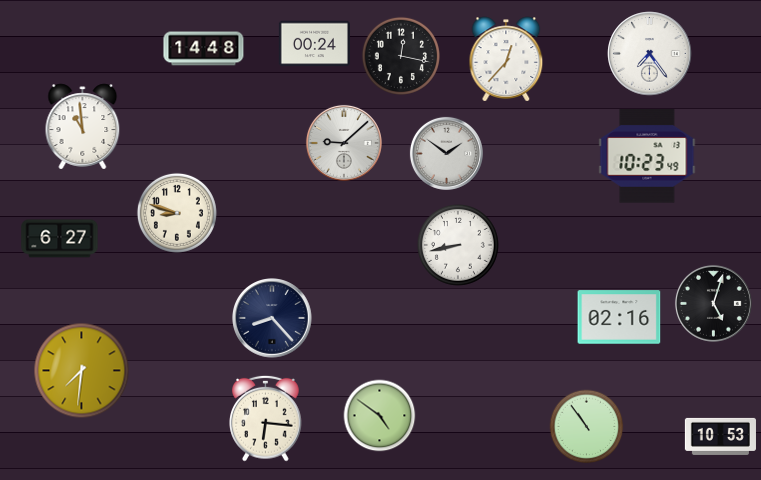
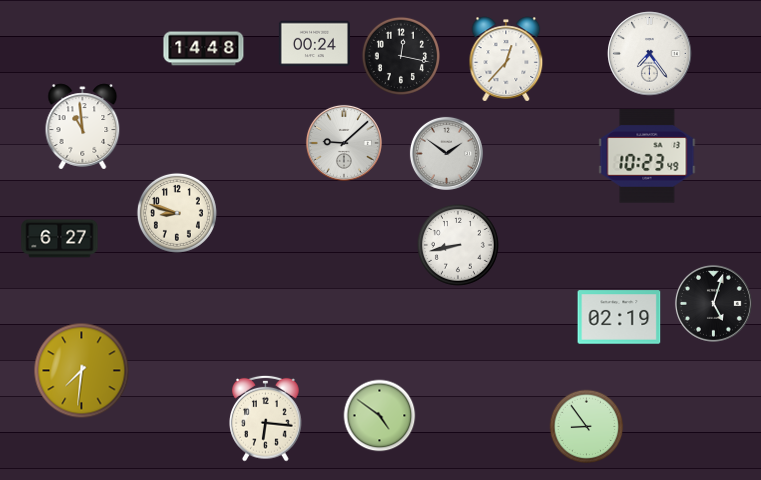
clock at (619, 317): 02:16 -> 02:19
clock at (272, 318): 8:23 -> none
clock at (587, 427): 10:54 -> 8:54
clock at (720, 436): 10:53 -> none
